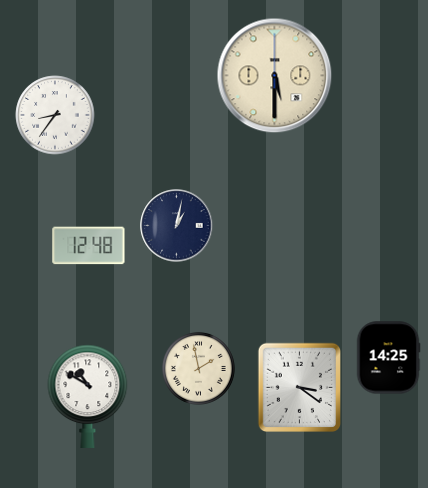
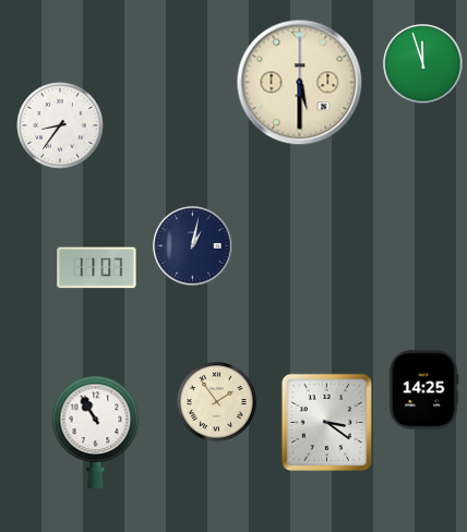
clock at (423, 64): none -> 11:57
clock at (89, 246): 12:48 -> 11:07
clock at (198, 368): 1:58 -> 1:54
clock at (88, 396): 10:50 -> 10:55
